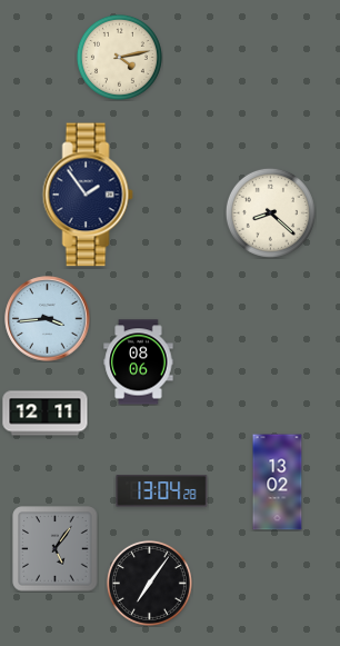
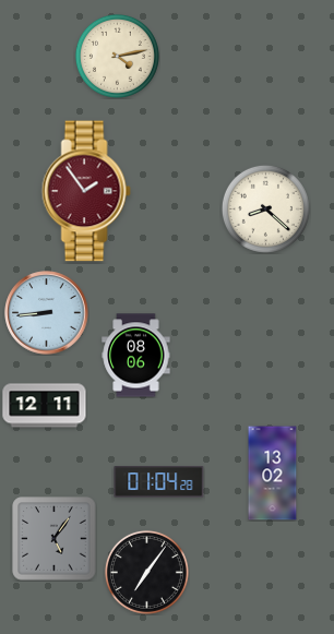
clock at (88, 195) dial: navy -> burgundy
clock at (48, 319): 3:44 -> 8:44
clock at (162, 491): 13:04 -> 01:04
